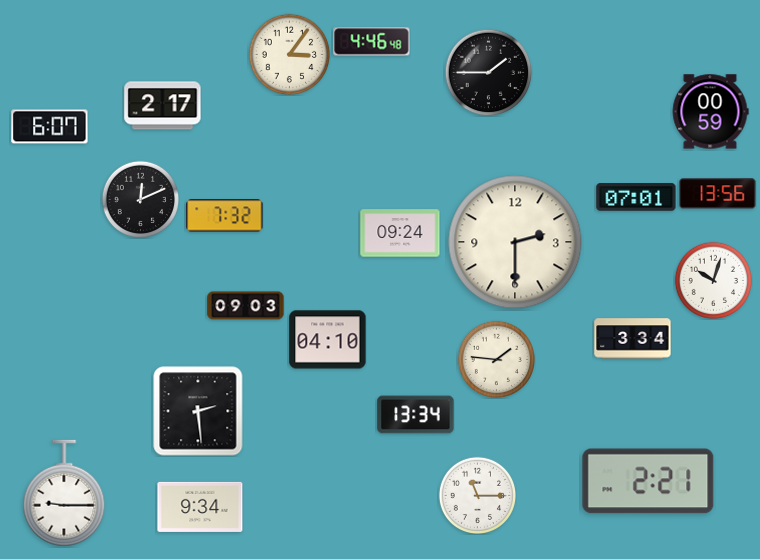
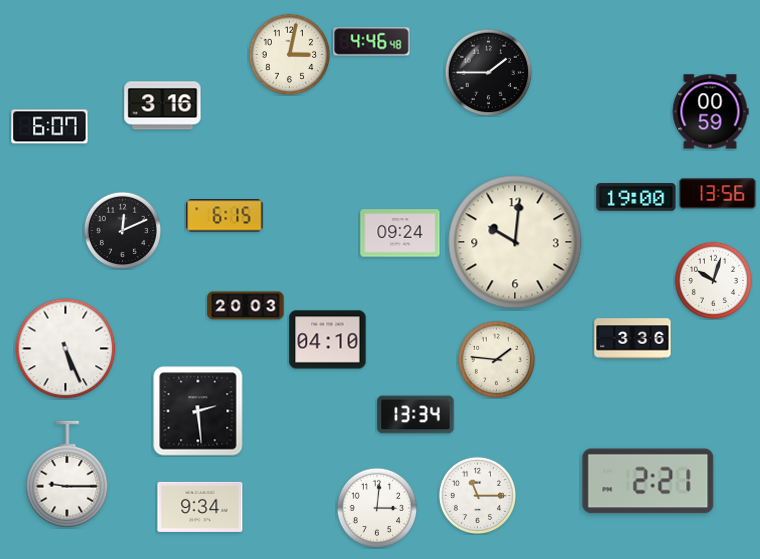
clock at (289, 54): 3:06 -> 3:02
clock at (163, 106): 2:17 -> 3:16
clock at (636, 197): 07:01 -> 19:00
clock at (140, 199) position: (140, 199) -> (122, 230)
clock at (225, 216): 7:32 -> 6:15
clock at (515, 242): 2:30 -> 10:01
clock at (246, 306): 09:03 -> 20:03
clock at (633, 339): 3:34 -> 3:36
clock at (66, 349): none -> 5:26
clock at (64, 493) position: (64, 493) -> (67, 474)
clock at (377, 508): none -> 3:01
